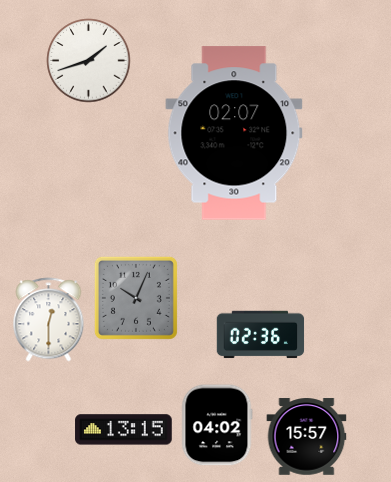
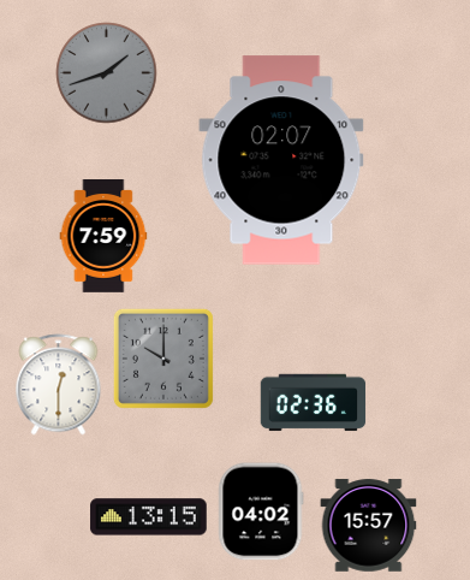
clock at (89, 61) dial: white -> grey
clock at (103, 237): none -> 7:59
clock at (136, 298): 10:04 -> 10:00
